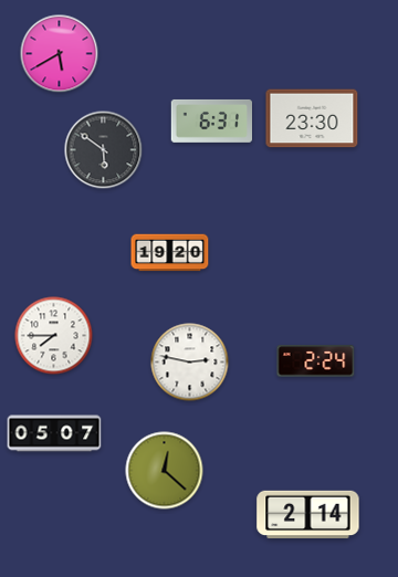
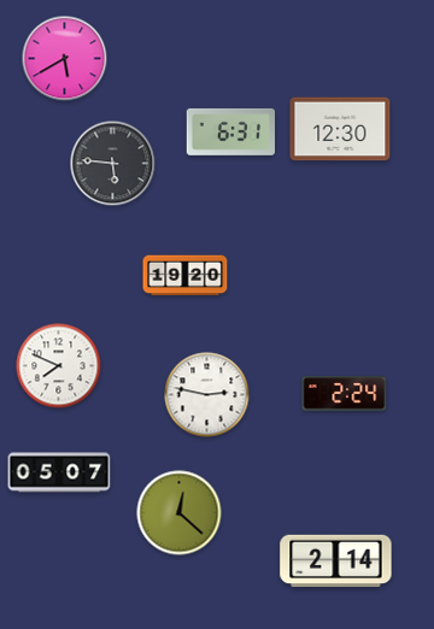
clock at (312, 118): 23:30 -> 12:30
clock at (104, 150): 5:51 -> 5:46
clock at (54, 336): 7:45 -> 7:49
